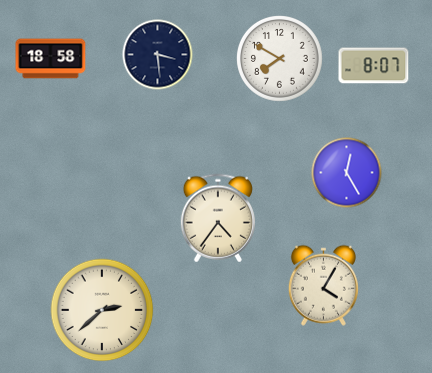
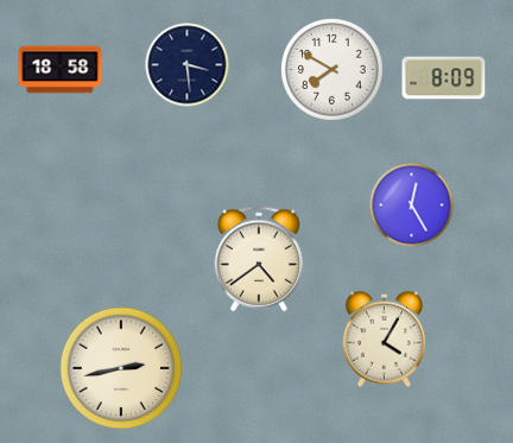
clock at (374, 66): 8:07 -> 8:09
clock at (218, 218): 4:36 -> 4:39
clock at (102, 310): 2:38 -> 2:43
